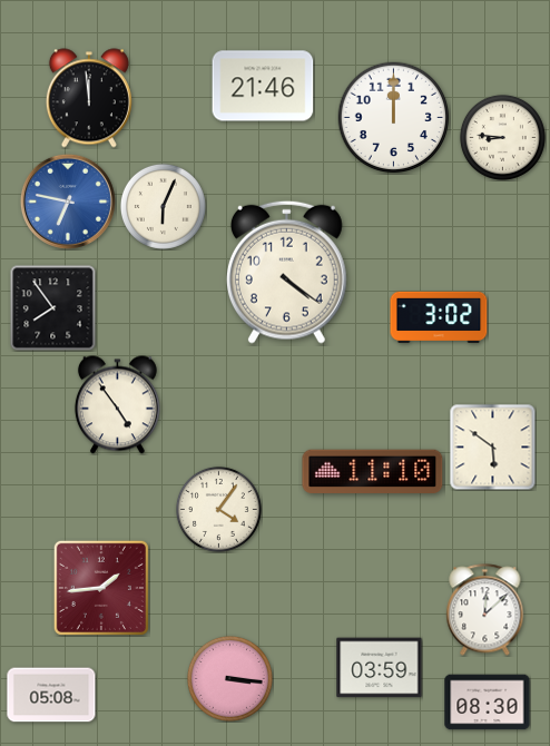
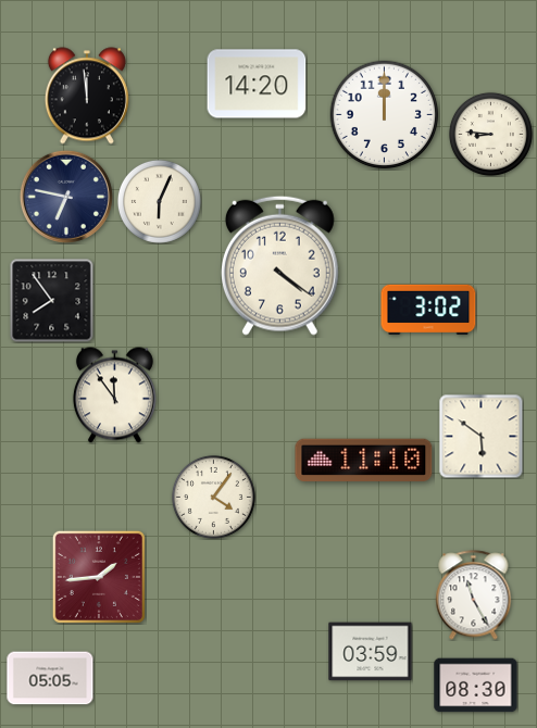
clock at (263, 86): 21:46 -> 14:20
clock at (68, 202) dial: blue -> navy
clock at (117, 405): 4:54 -> 11:54
clock at (101, 588) position: (101, 588) -> (99, 577)
clock at (485, 610): 12:08 -> 11:25
clock at (229, 678): 3:16 -> none
clock at (51, 695): 05:08 -> 05:05
